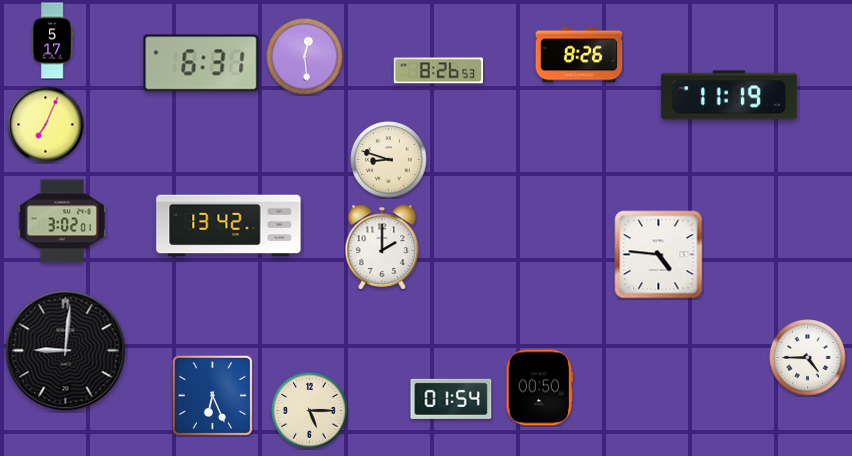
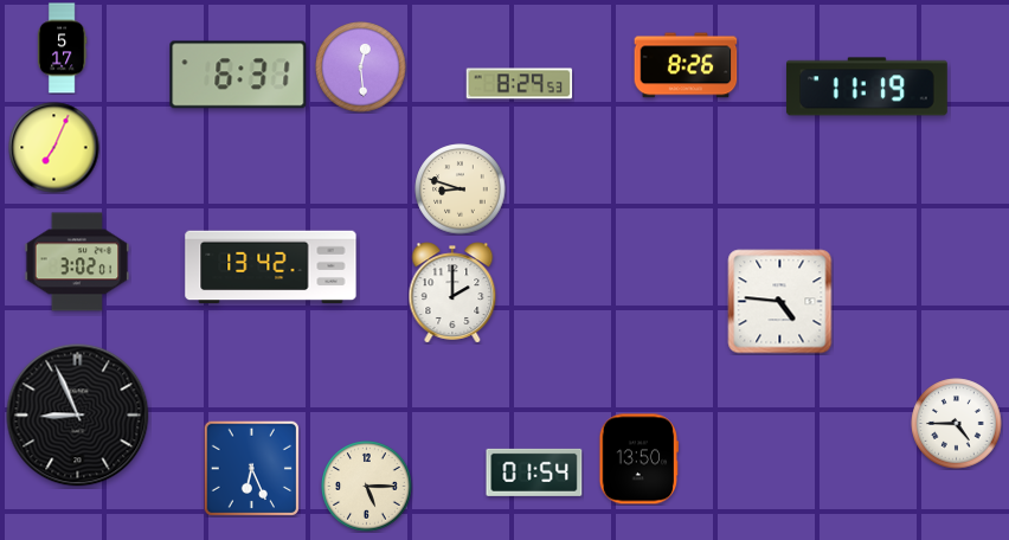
clock at (439, 71): 8:26 -> 8:29
clock at (729, 95) position: (729, 95) -> (867, 86)
clock at (62, 221) position: (62, 221) -> (77, 262)
clock at (66, 351): 9:01 -> 8:56
clock at (540, 388): 00:50 -> 13:50
